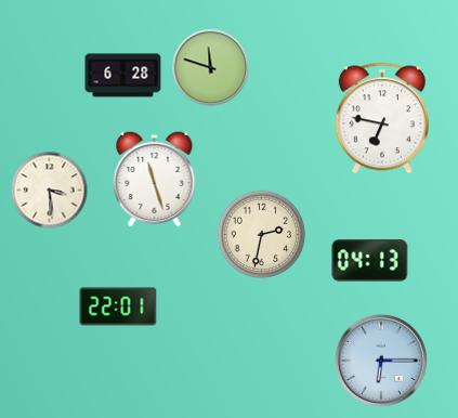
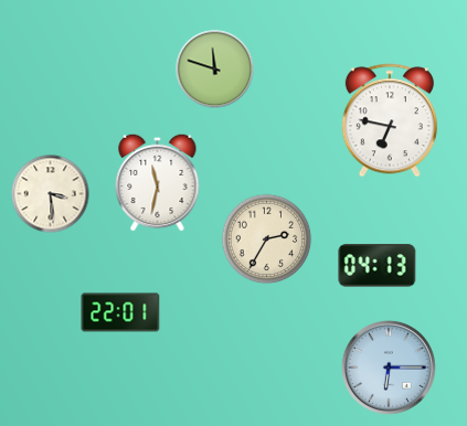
clock at (123, 76): 6:28 -> none
clock at (155, 179): 11:27 -> 11:32
clock at (262, 235): 2:32 -> 2:35
